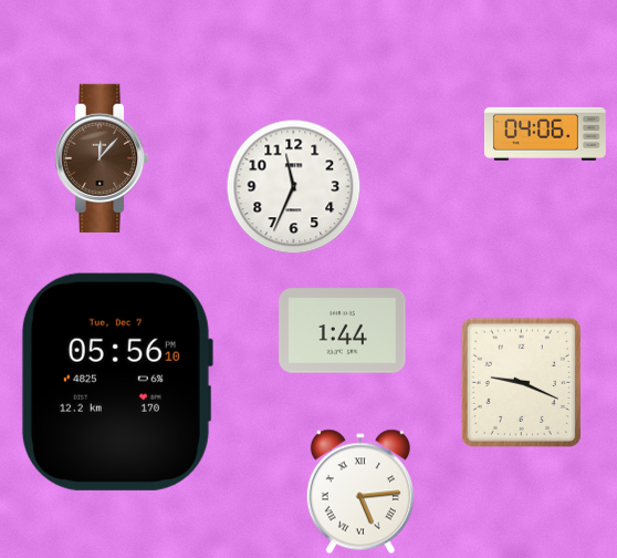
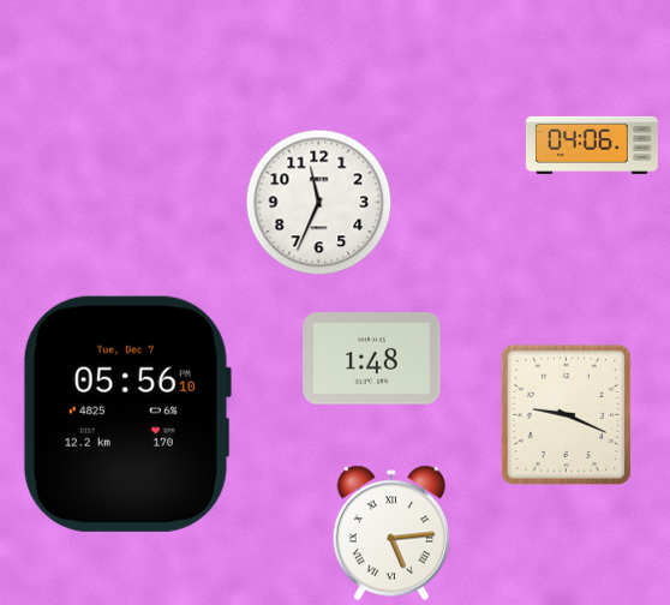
clock at (102, 158): 12:07 -> none
clock at (343, 331): 1:44 -> 1:48
